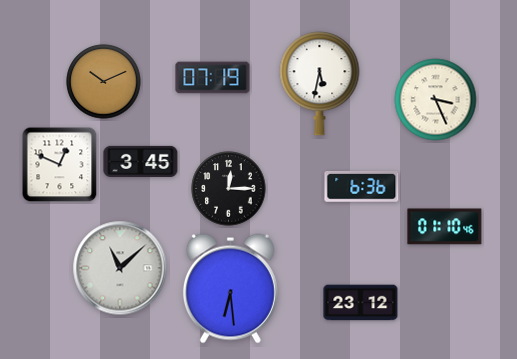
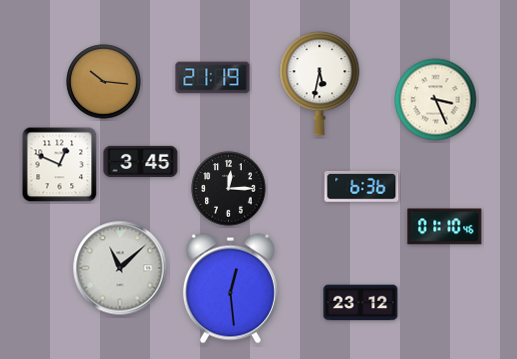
clock at (213, 78): 07:19 -> 21:19
clock at (104, 82): 10:11 -> 10:16
clock at (230, 289): 6:29 -> 12:29
